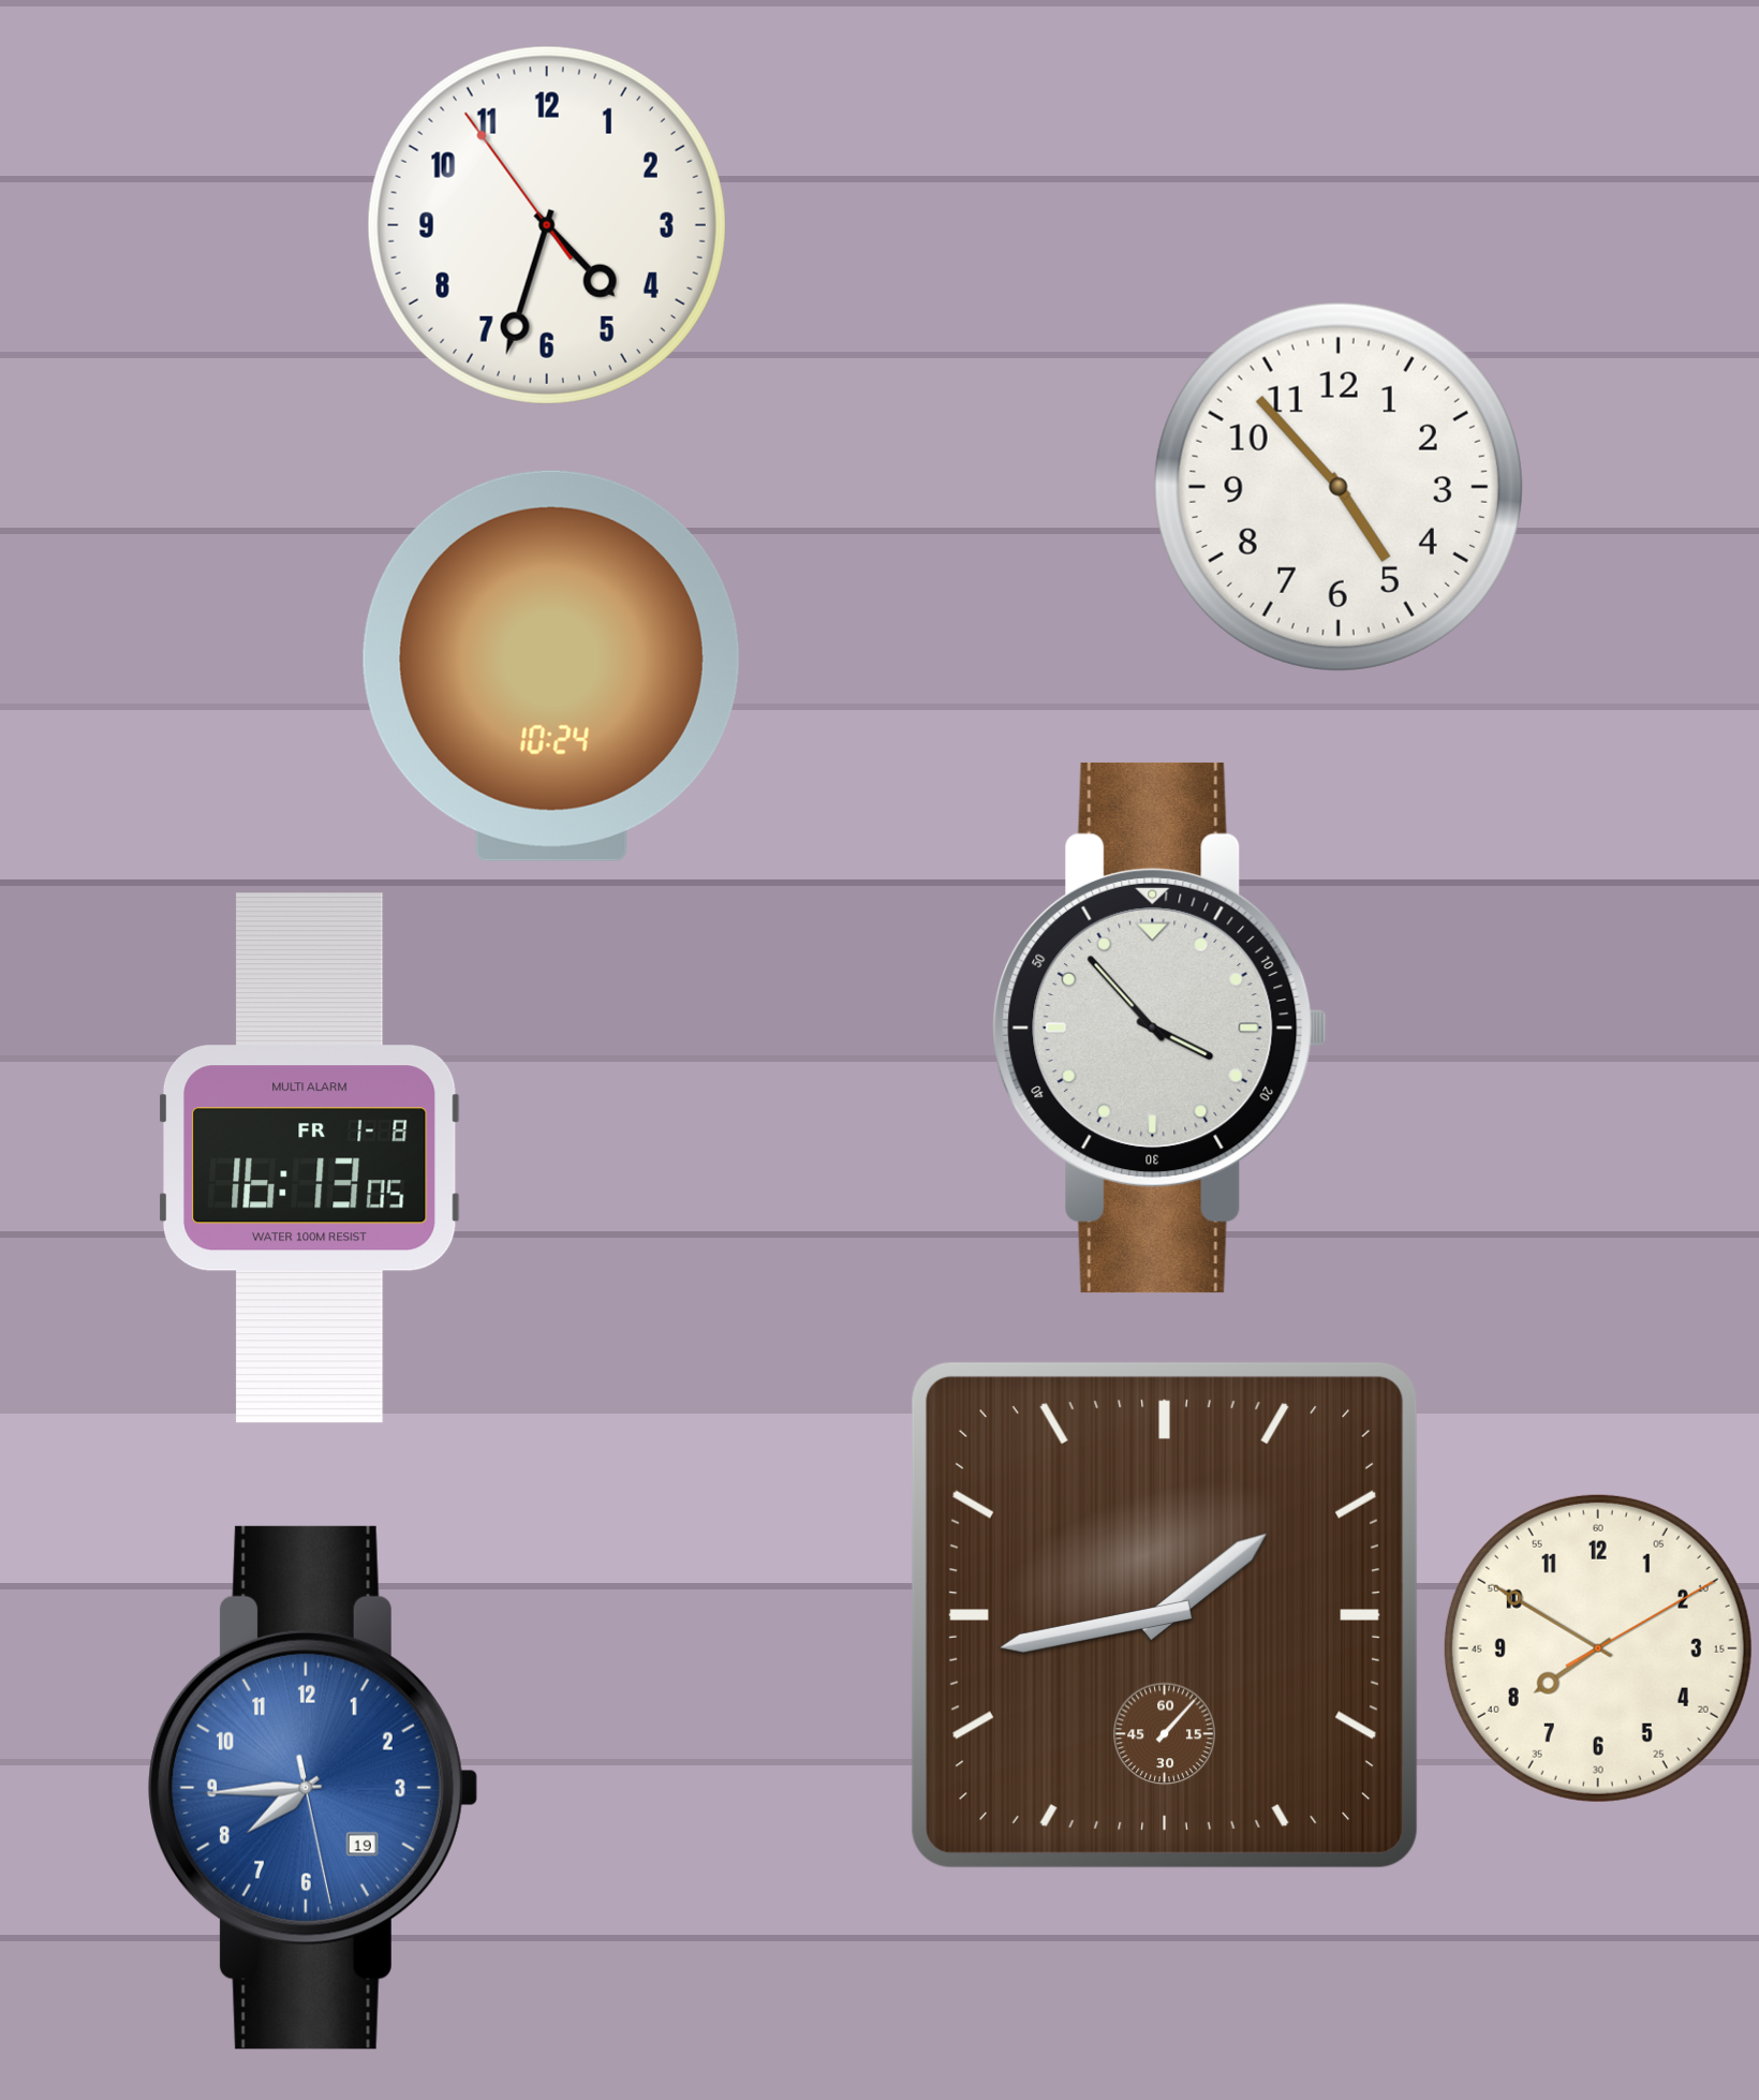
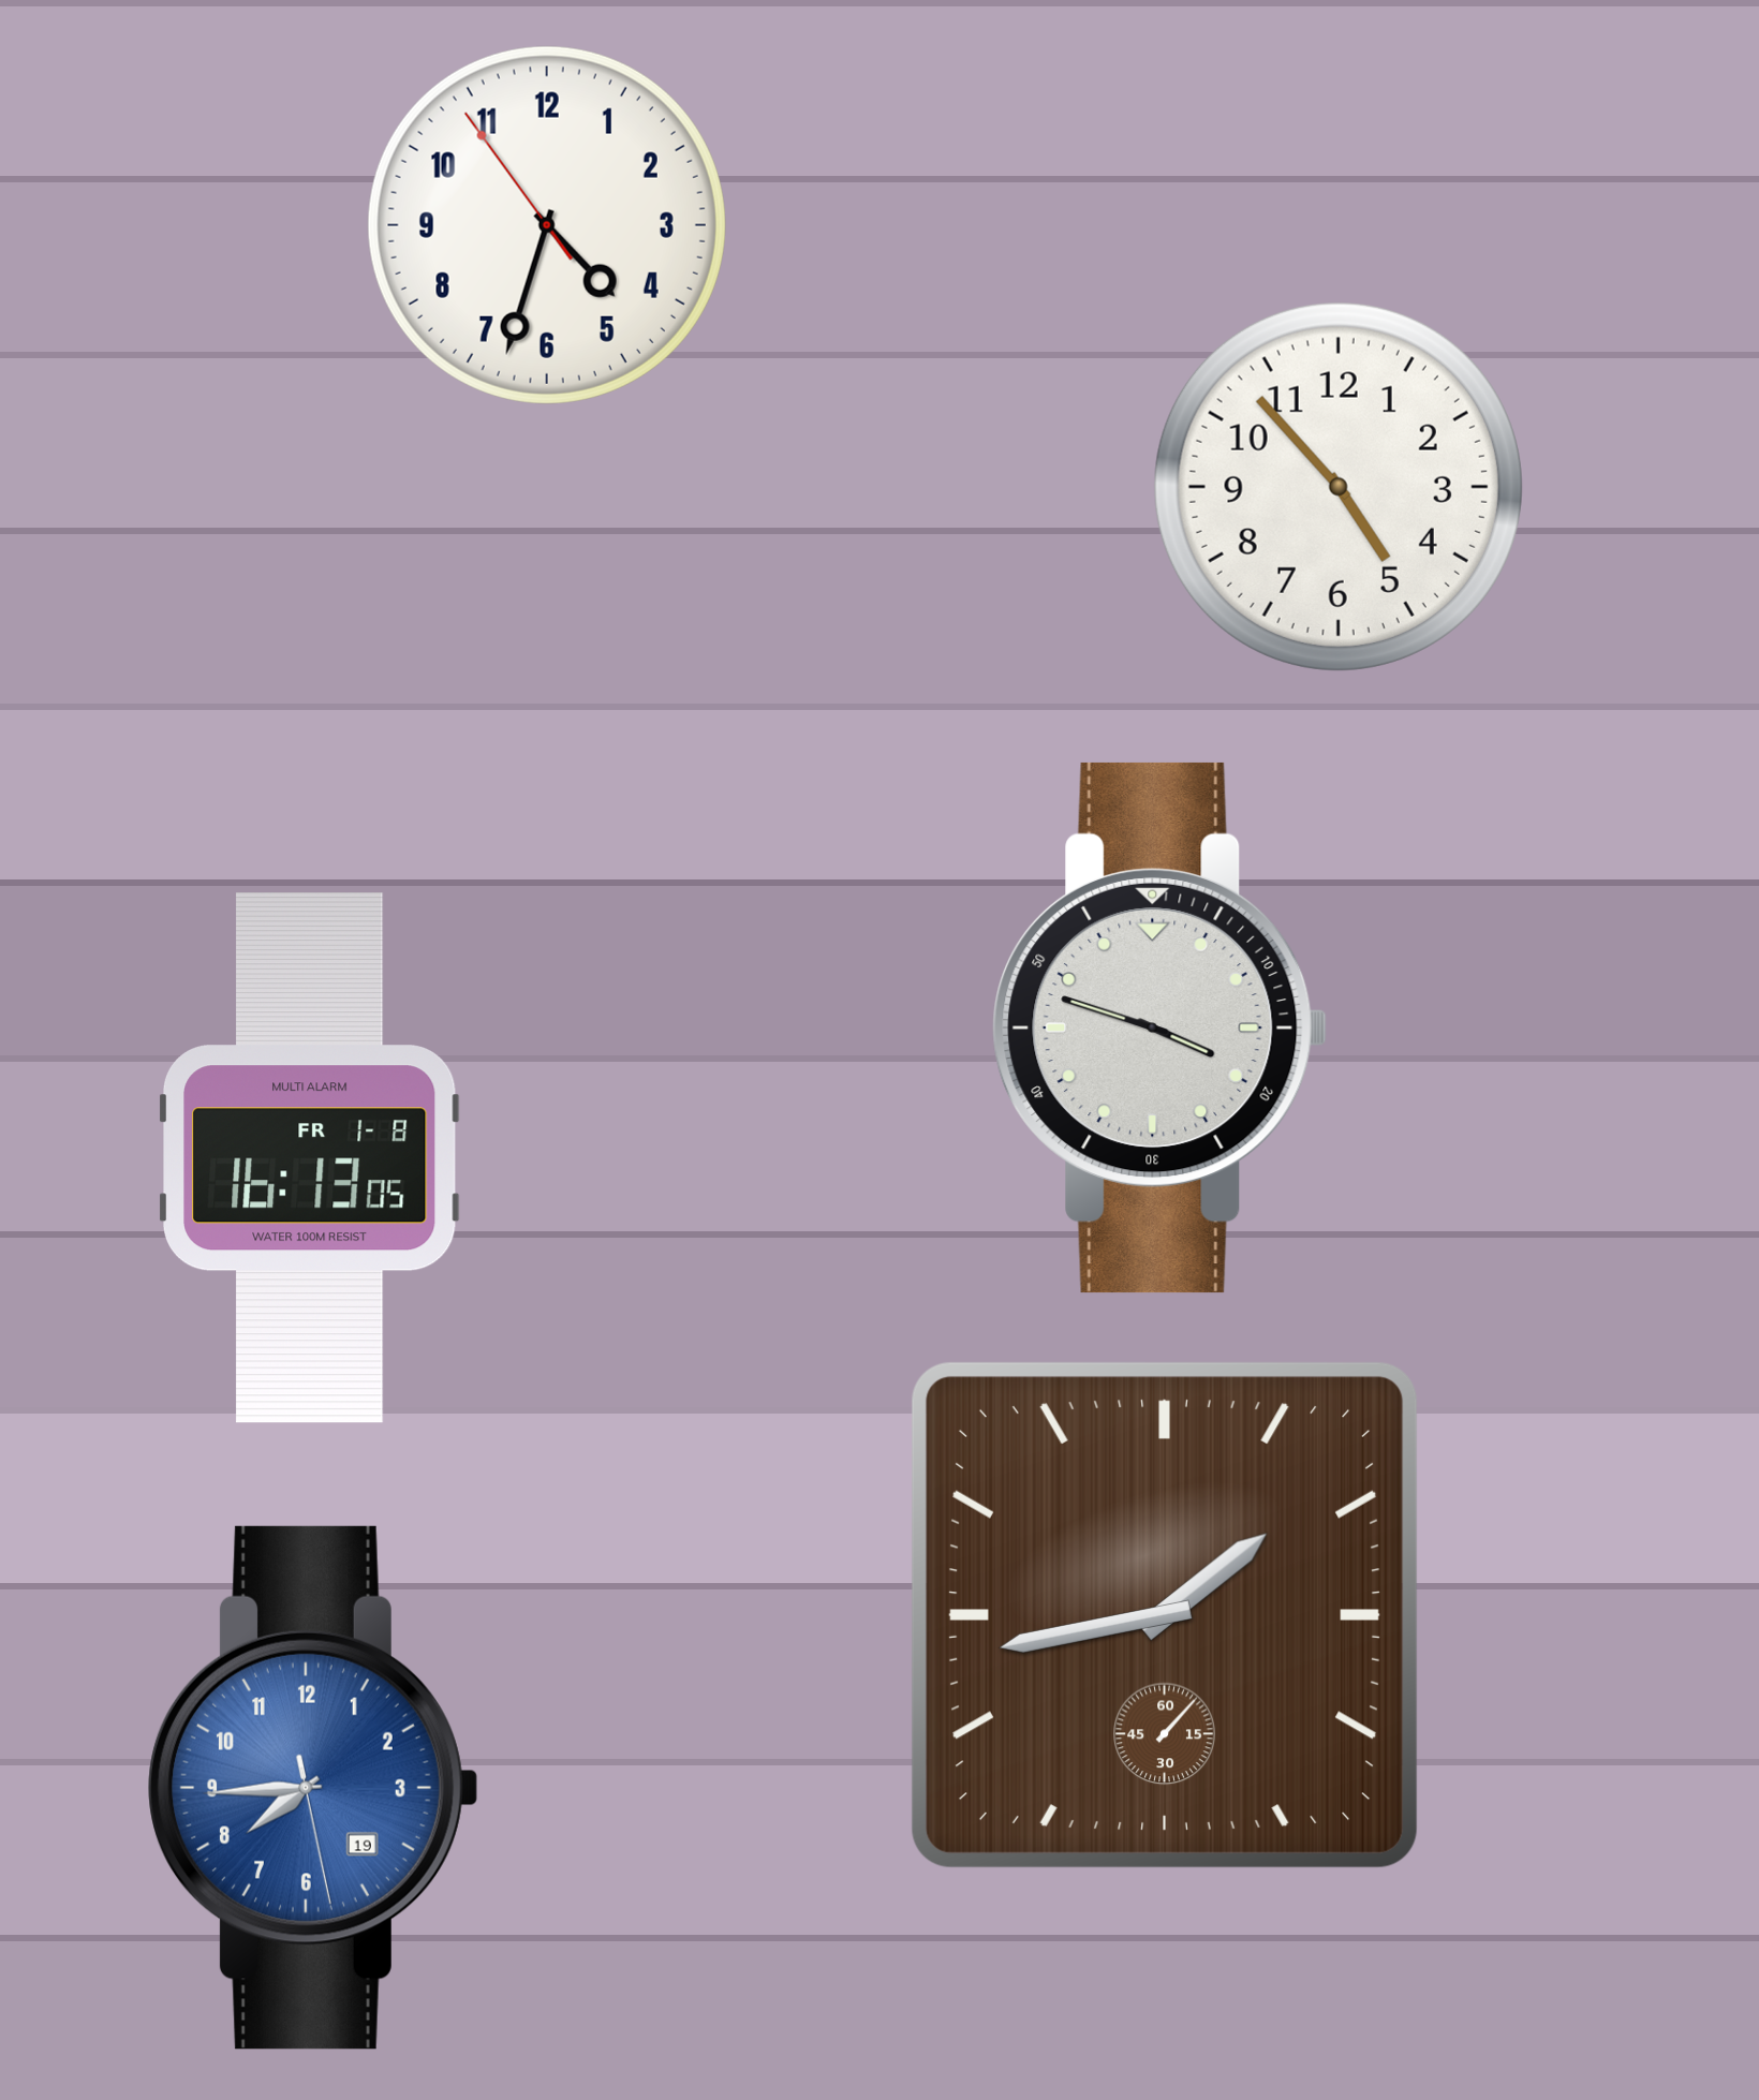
clock at (551, 666): 10:24 -> none
clock at (1161, 1027): 3:53 -> 3:48
clock at (1598, 1648): 7:50 -> none
